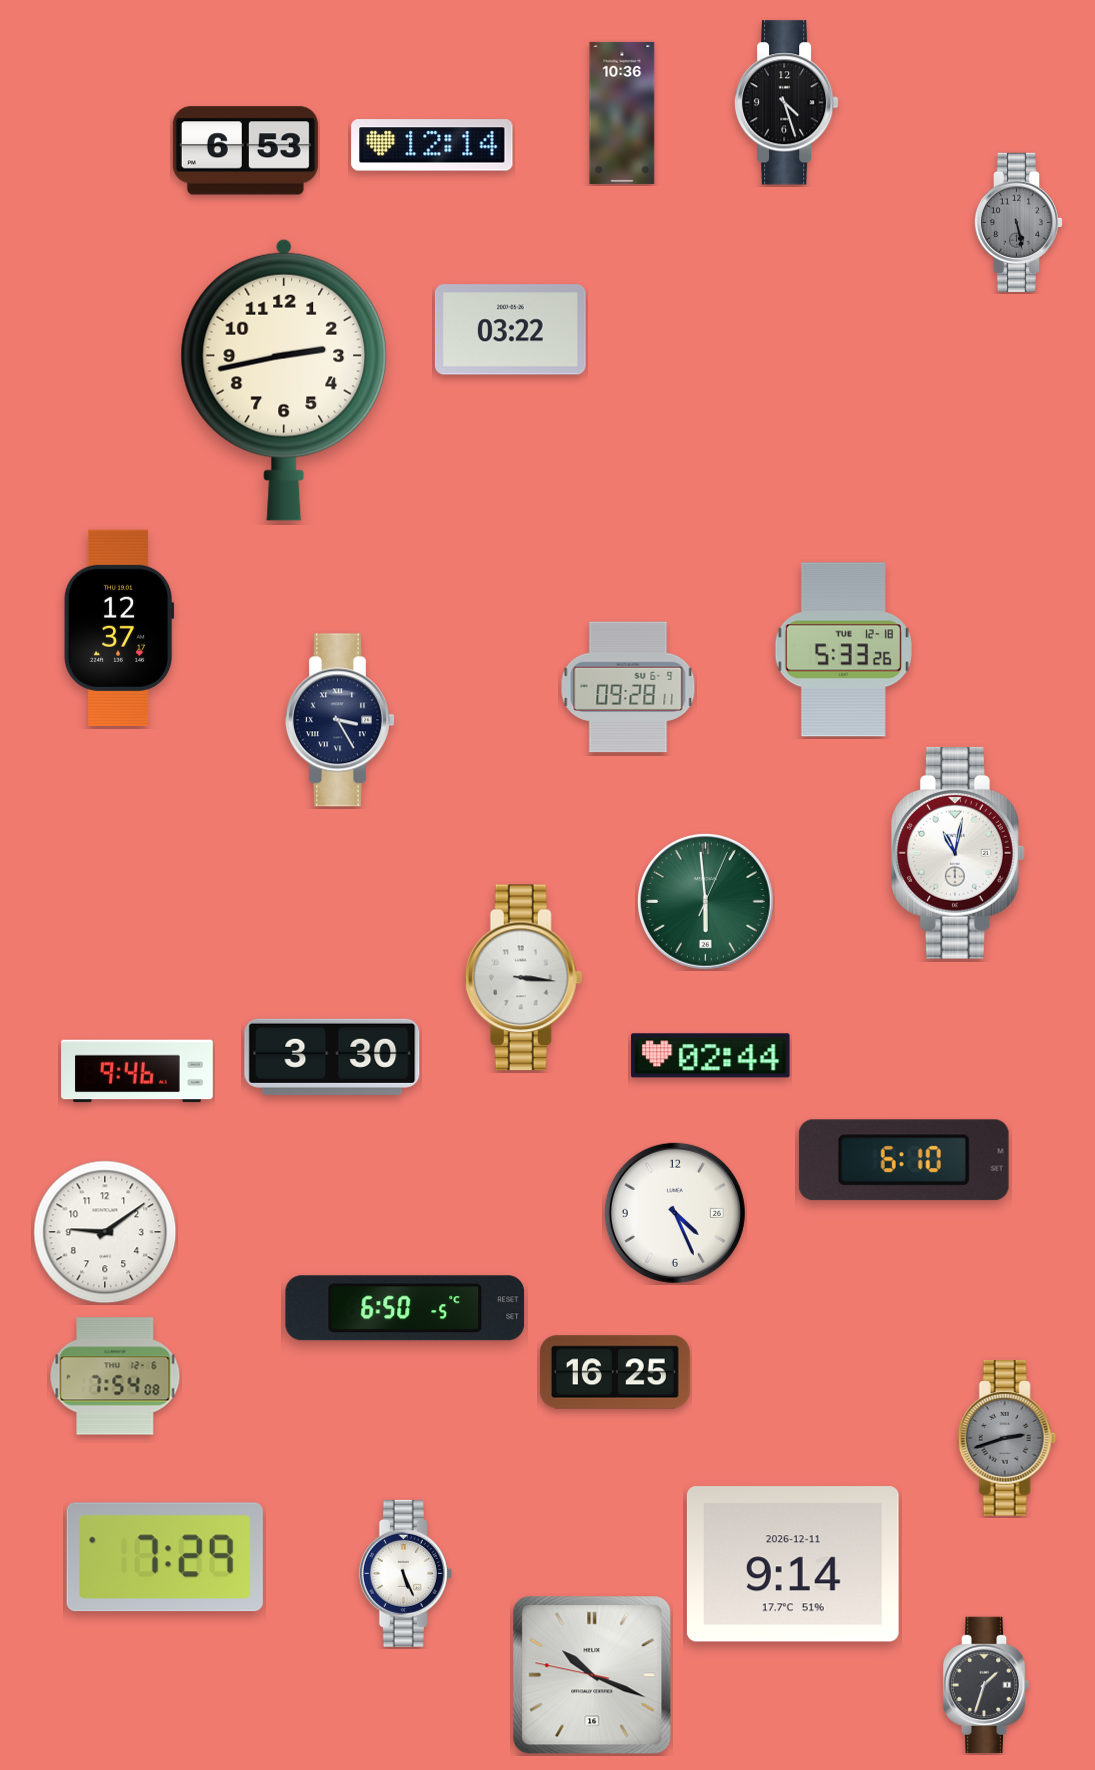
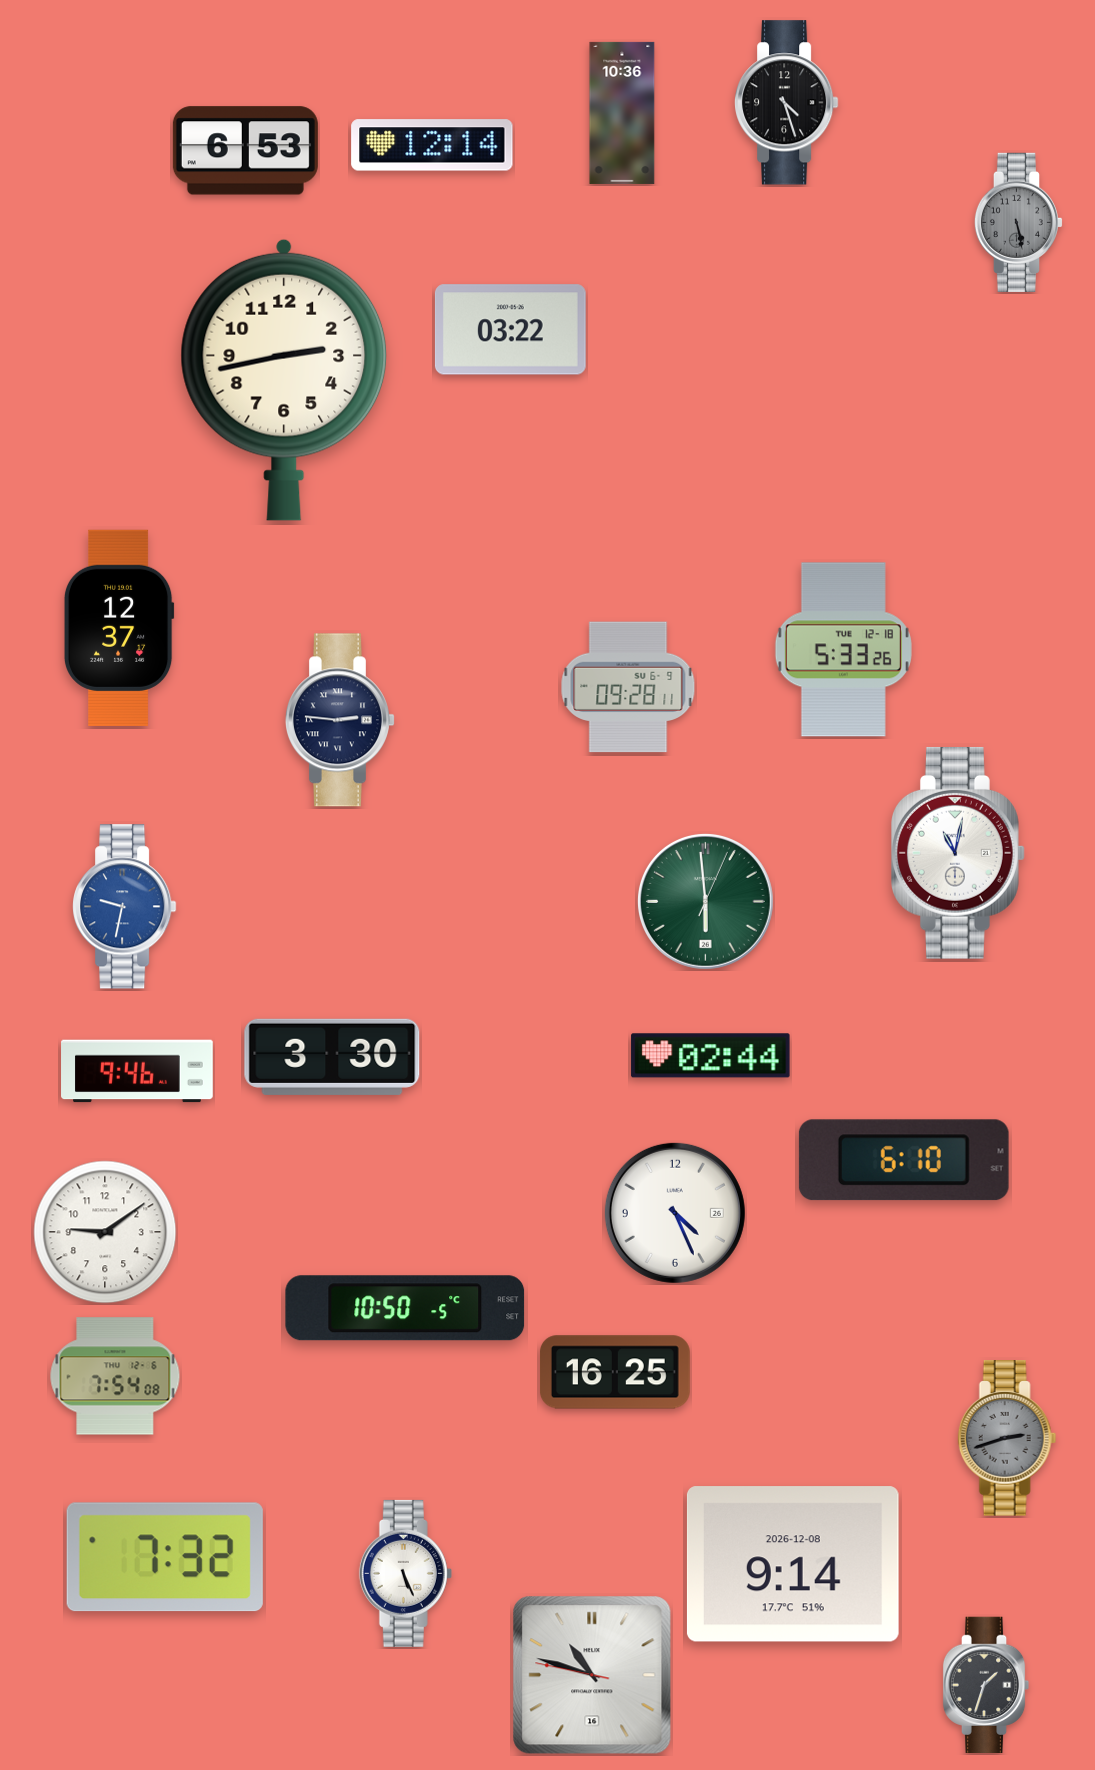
clock at (340, 720): 3:25 -> 2:46
clock at (125, 907): none -> 9:32
clock at (524, 978): 3:16 -> none
clock at (405, 1308): 6:50 -> 10:50
clock at (165, 1557): 7:29 -> 7:32
clock at (793, 1564) date: 2026-12-11 -> 2026-12-08
clock at (592, 1675): 10:18 -> 10:47
